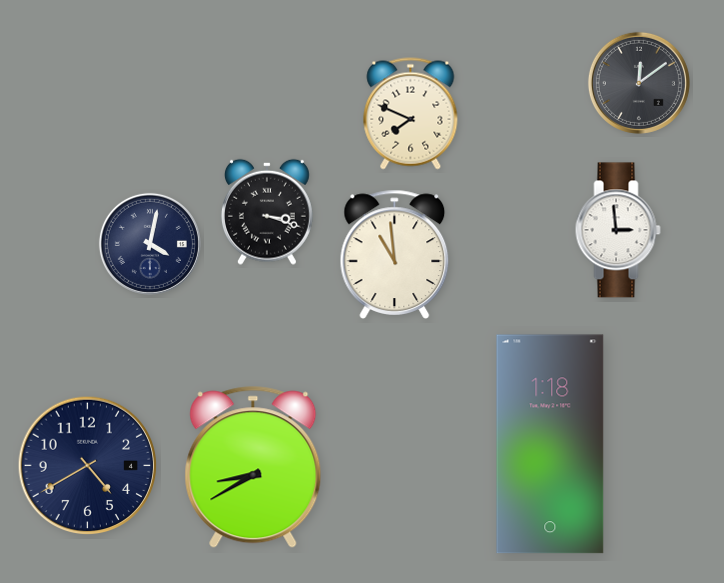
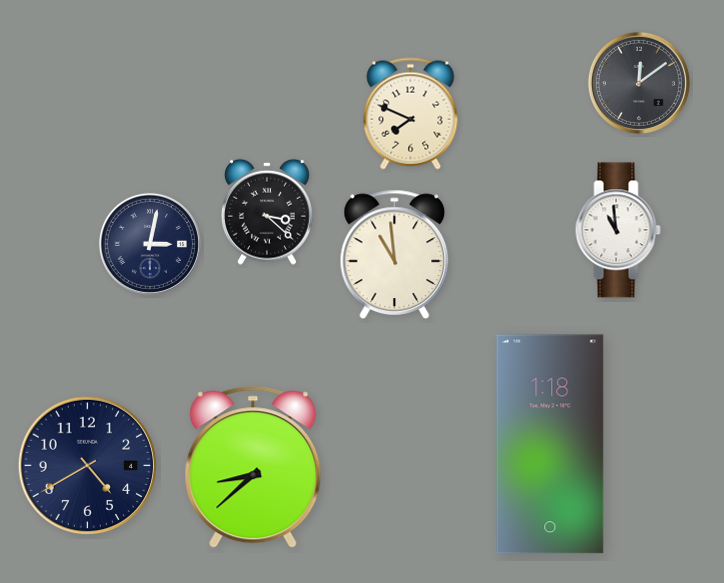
clock at (267, 212): 3:18 -> 3:22
clock at (618, 230): 2:59 -> 10:59
clock at (150, 244): 4:02 -> 3:02
clock at (253, 467): 8:40 -> 8:38
